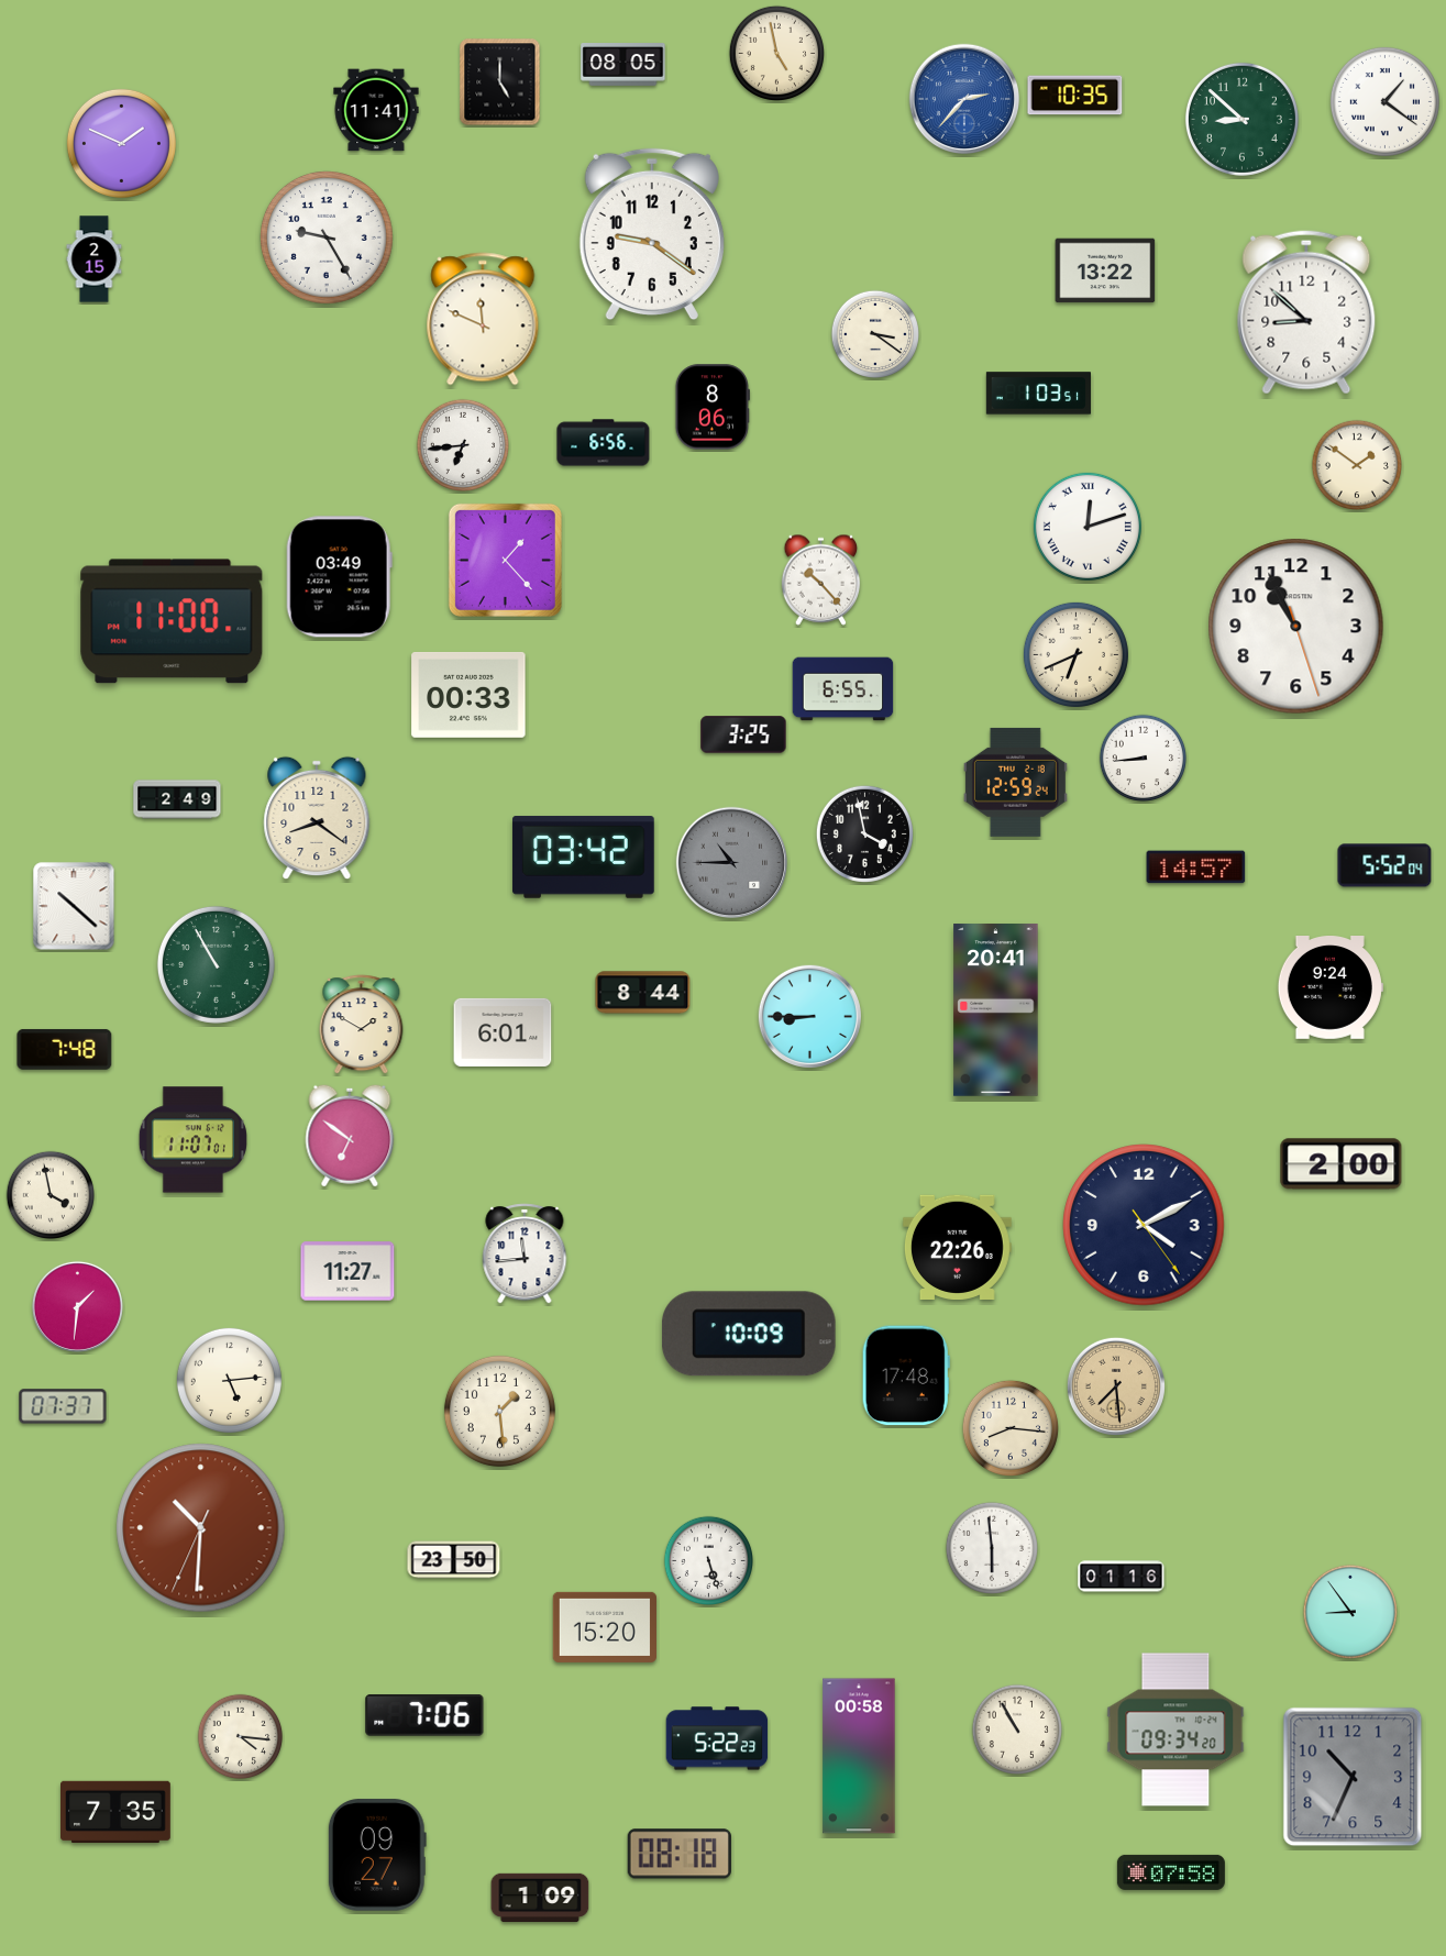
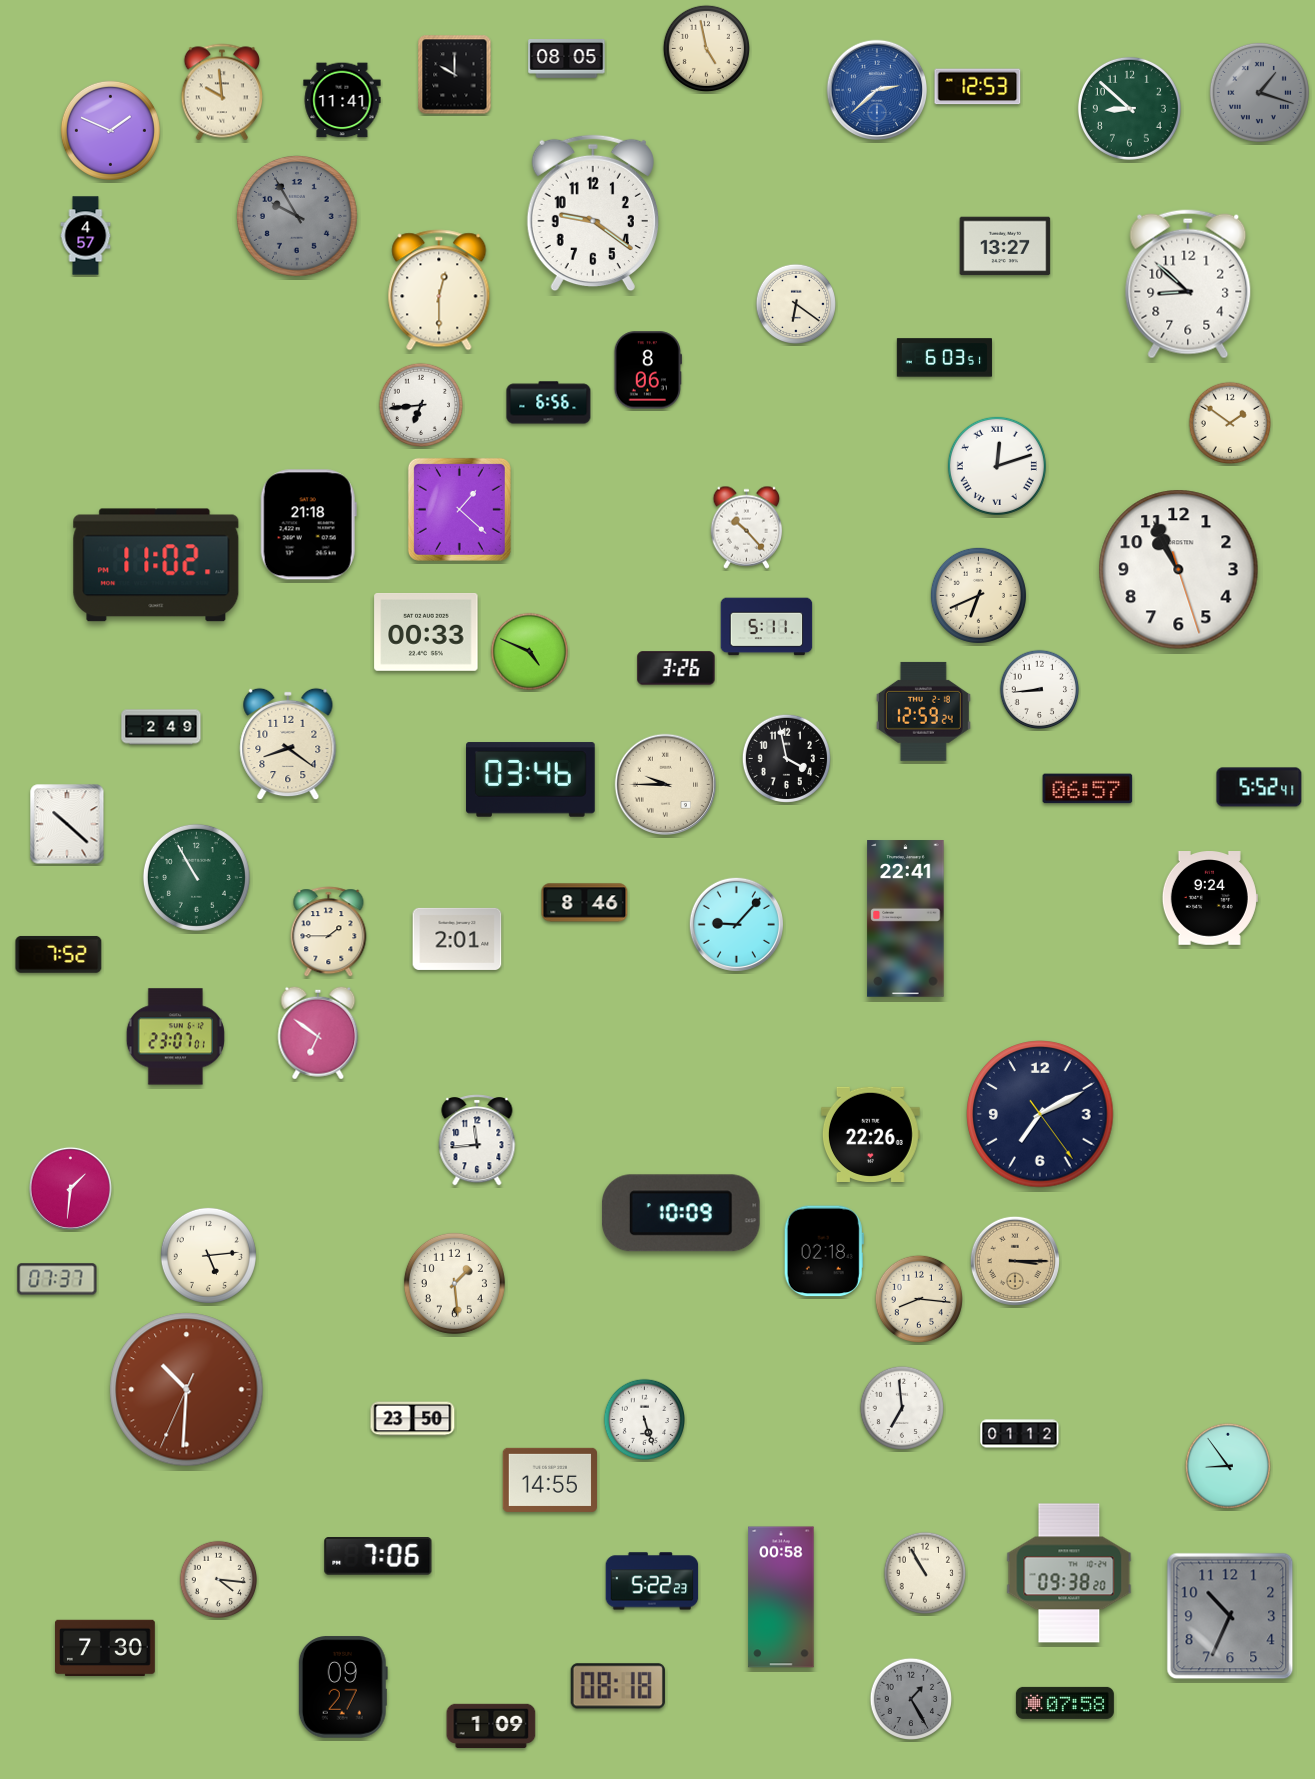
clock at (500, 82): 5:00 -> 10:00
clock at (1075, 96): 10:35 -> 12:53
clock at (963, 98): 2:37 -> 2:38
clock at (221, 92): none -> 9:59
clock at (1384, 101): 1:21 -> 1:18
clock at (1384, 101) dial: white -> grey
clock at (327, 237): 9:25 -> 9:55
clock at (327, 237) dial: white -> grey
clock at (95, 259): 2:15 -> 4:57
clock at (1105, 270): 13:22 -> 13:27
clock at (483, 319): 11:49 -> 12:30
clock at (875, 334): 3:21 -> 6:21
clock at (1038, 394): 1:03 -> 6:03
clock at (1356, 464) position: (1356, 464) -> (1229, 422)
clock at (1088, 527) position: (1088, 527) -> (997, 466)
clock at (505, 560): 1:23 -> 1:22
clock at (339, 577): 03:49 -> 21:18
clock at (172, 621): 11:00 -> 11:02
clock at (843, 689): 6:55 -> 5:11
clock at (530, 652): none -> 4:49
clock at (743, 734): 3:25 -> 3:26
clock at (584, 858): 03:42 -> 03:46
clock at (732, 863): 10:45 -> 9:45
clock at (732, 863) dial: grey -> cream
clock at (1384, 865): 5:52:04 -> 5:52:41
clock at (1196, 868): 14:57 -> 06:57
clock at (643, 993): 8:44 -> 8:46
clock at (996, 1010): 20:41 -> 22:41
clock at (809, 1016): 8:45 -> 9:07
clock at (362, 1025): 1:50 -> 1:45
clock at (503, 1032): 6:01 -> 2:01
clock at (65, 1050): 7:48 -> 7:52
clock at (192, 1140): 11:07 -> 23:07
clock at (1342, 1164): 2:00 -> none
clock at (51, 1195): 3:58 -> none
clock at (1144, 1225): 4:10 -> 7:10
clock at (347, 1271): 11:27 -> none
clock at (906, 1375): 17:48 -> 02:18
clock at (1116, 1386): 7:29 -> 3:15
clock at (201, 1528) position: (201, 1528) -> (187, 1390)
clock at (991, 1547): 5:59 -> 6:59
clock at (1122, 1577): 01:16 -> 01:12
clock at (604, 1627): 15:20 -> 14:55
clock at (424, 1716) position: (424, 1716) -> (378, 1557)
clock at (1175, 1730): 09:34 -> 09:38
clock at (117, 1811): 7:35 -> 7:30
clock at (910, 1698): none -> 1:25
